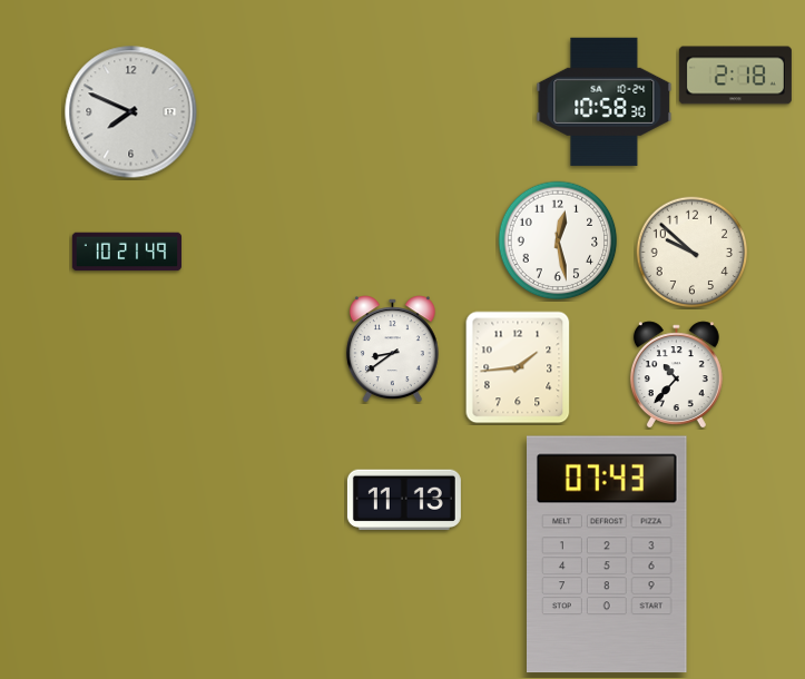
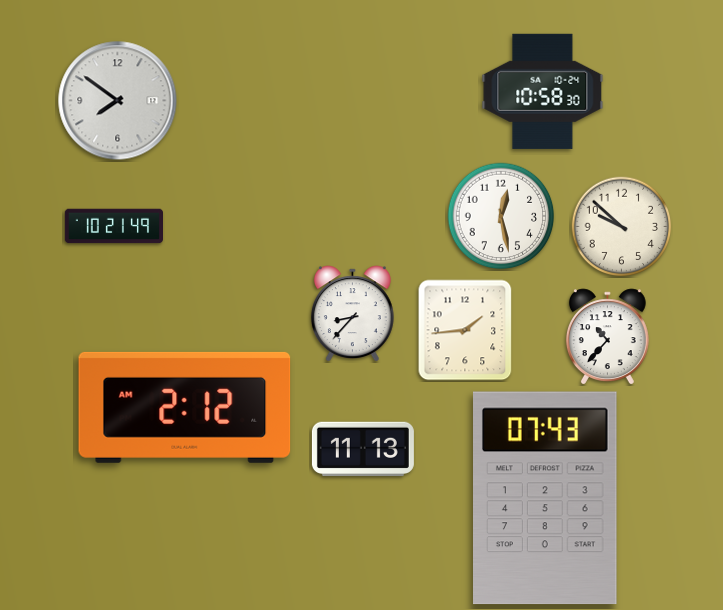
clock at (735, 76): 2:18 -> none
clock at (131, 112): 7:49 -> 7:51
clock at (392, 350): 8:39 -> 8:37
clock at (185, 407): none -> 2:12
